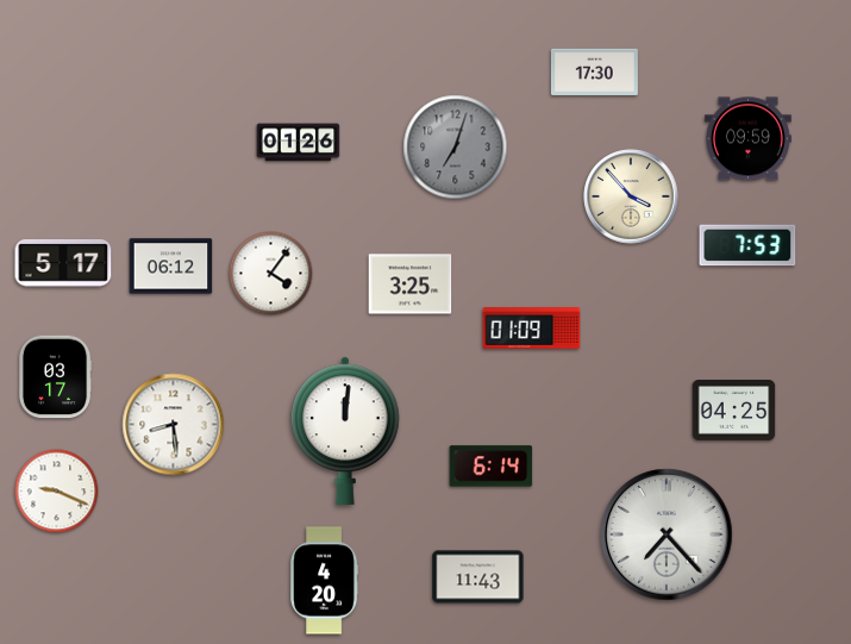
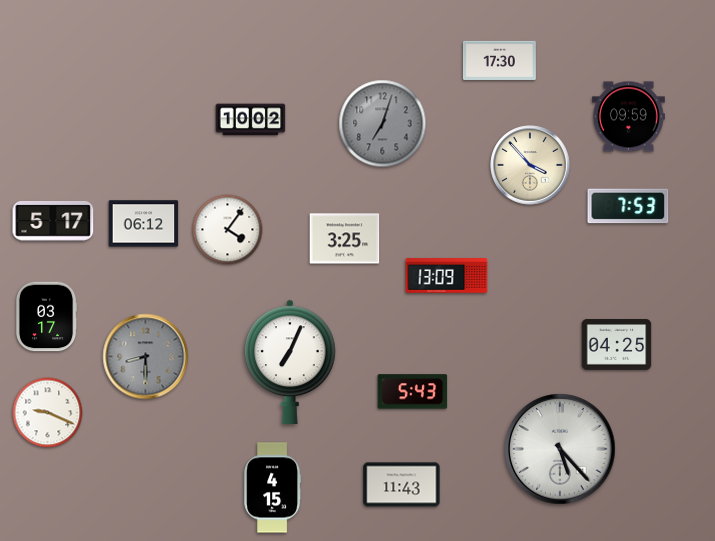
clock at (299, 143): 01:26 -> 10:02
clock at (532, 329): 01:09 -> 13:09
clock at (174, 425): 8:29 -> 8:30
clock at (174, 425) dial: white -> grey
clock at (345, 431): 12:01 -> 7:04
clock at (492, 467): 6:14 -> 5:43
clock at (667, 534): 7:23 -> 5:23
clock at (325, 581): 4:20 -> 4:15
